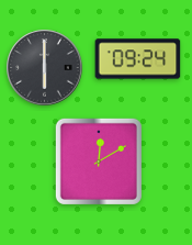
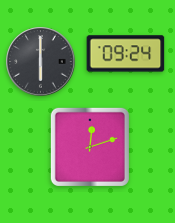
clock at (99, 162): 12:10 -> 12:12
